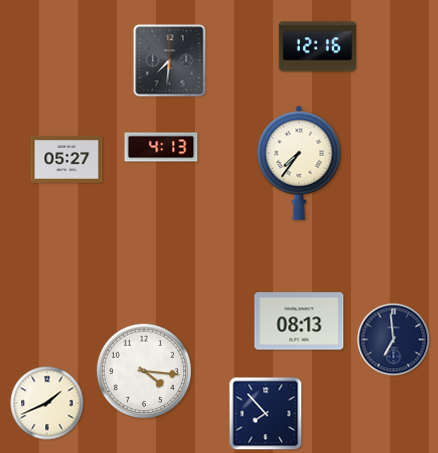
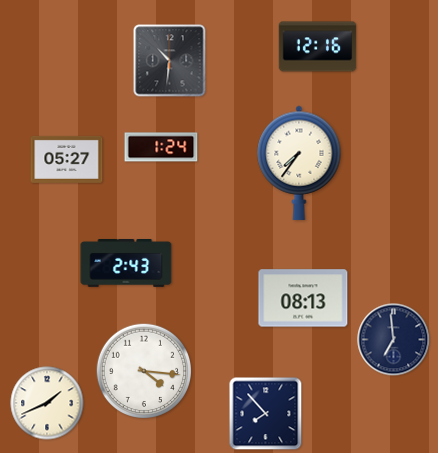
clock at (170, 61): 7:31 -> 10:31
clock at (161, 147): 4:13 -> 1:24
clock at (126, 264): none -> 2:43
clock at (299, 321) position: (299, 321) -> (303, 298)
